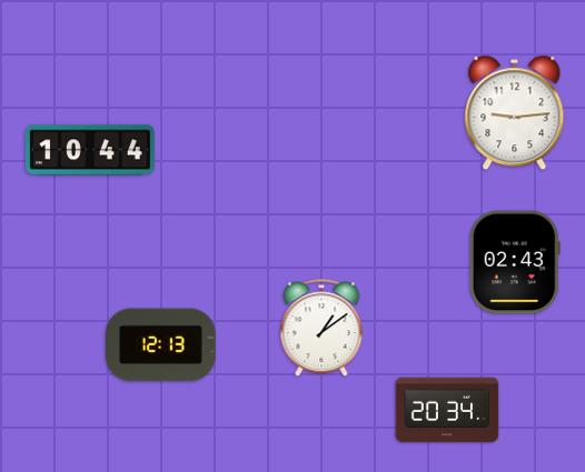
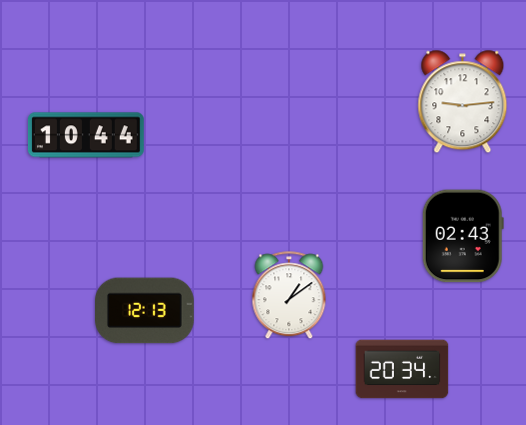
clock at (90, 150) position: (90, 150) -> (86, 135)
